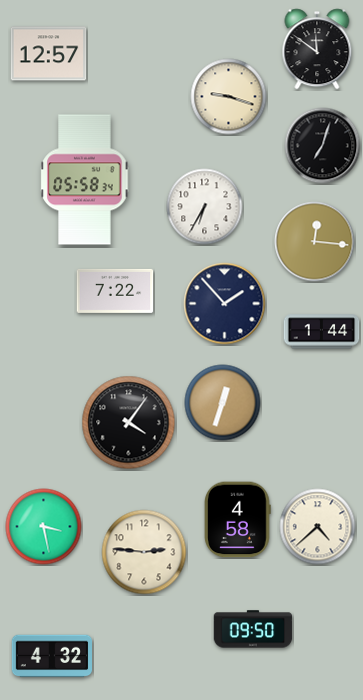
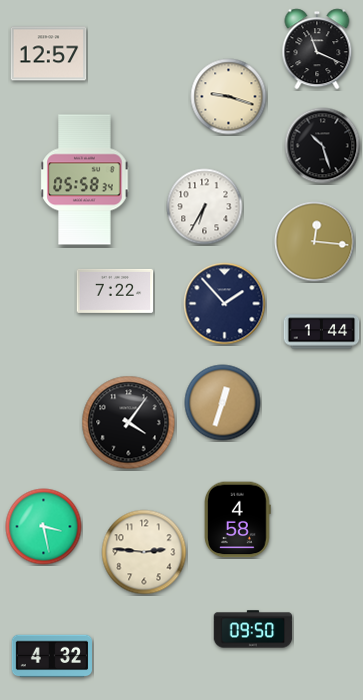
clock at (317, 49): 11:51 -> 11:19
clock at (323, 146): 7:03 -> 10:27
clock at (318, 527): 4:38 -> none
